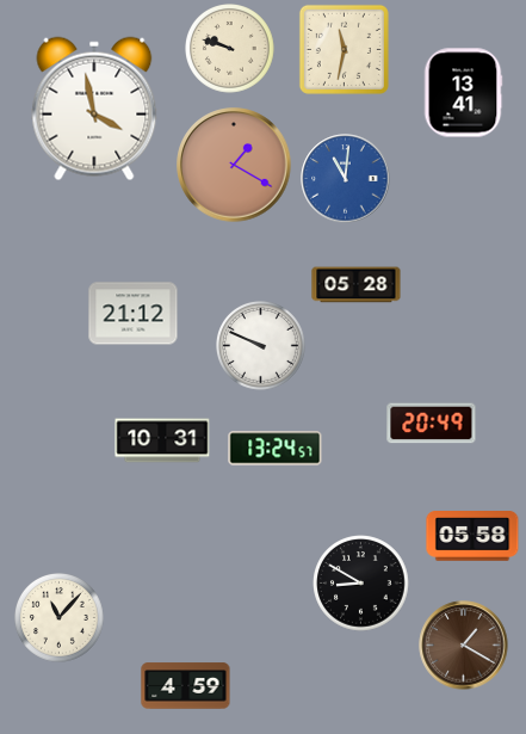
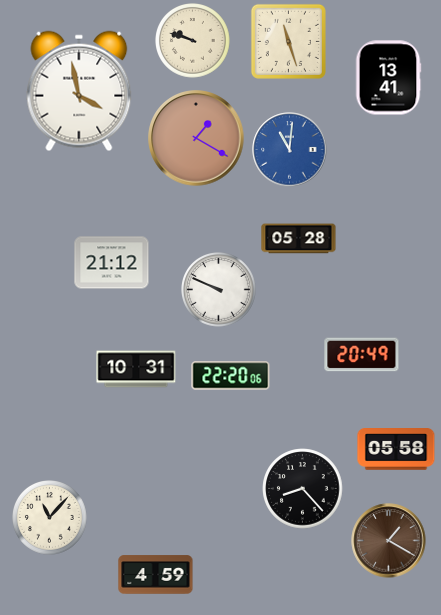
clock at (344, 49): 11:32 -> 11:27
clock at (276, 449): 13:24 -> 22:20
clock at (361, 584): 8:50 -> 8:23
